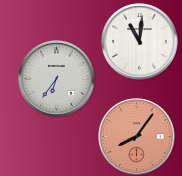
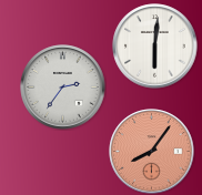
clock at (140, 42): 11:01 -> 6:01
clock at (57, 79): 6:36 -> 2:36
